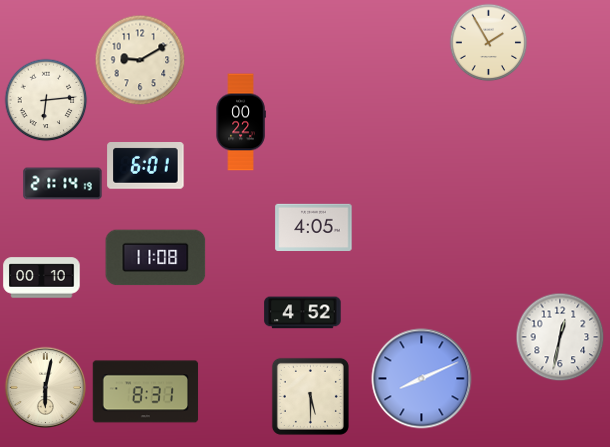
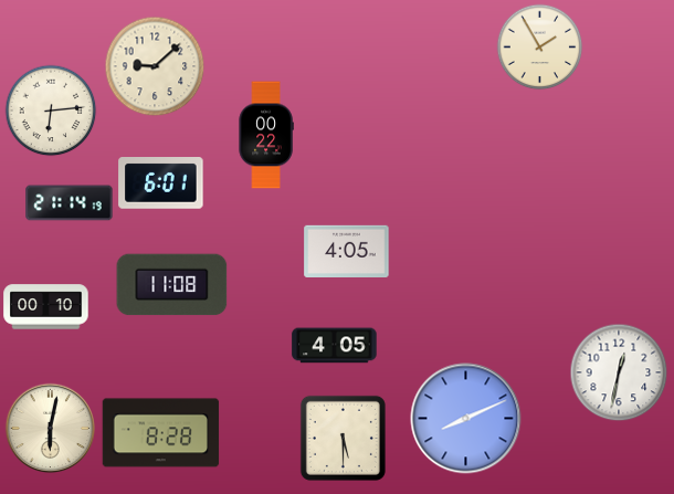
clock at (140, 60): 9:10 -> 9:08
clock at (303, 313): 4:52 -> 4:05
clock at (146, 392): 8:31 -> 8:28
